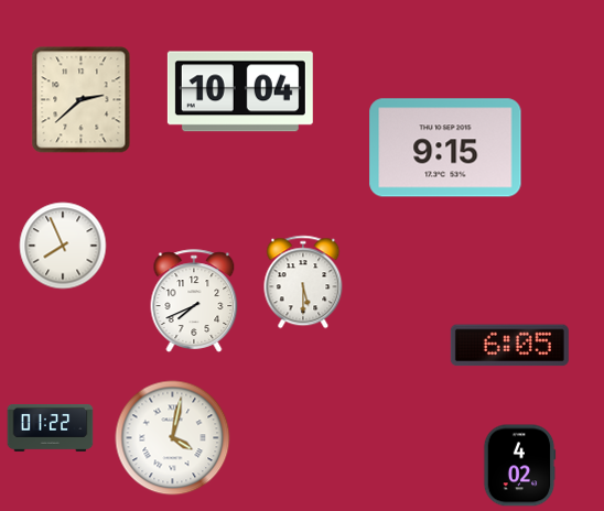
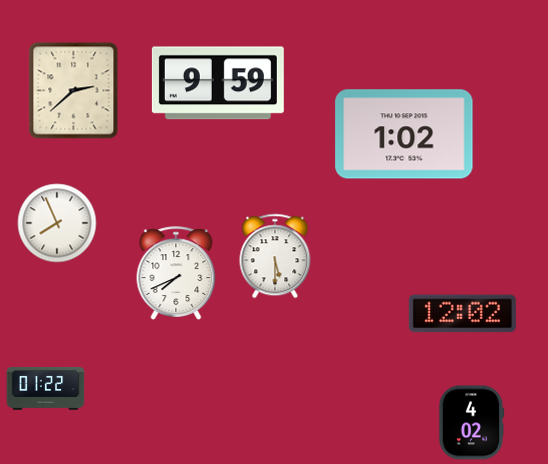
clock at (240, 91): 10:04 -> 9:59
clock at (445, 148): 9:15 -> 1:02
clock at (509, 346): 6:05 -> 12:02
clock at (173, 438): 4:02 -> none
